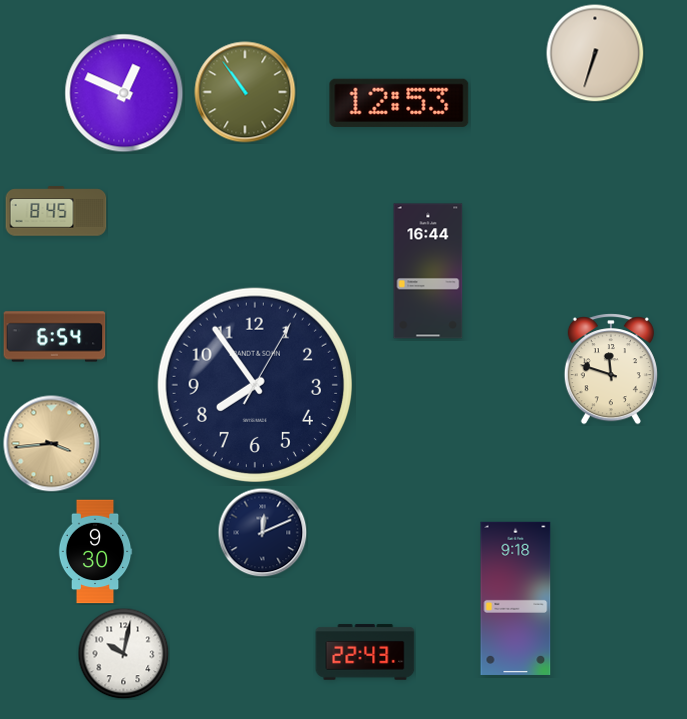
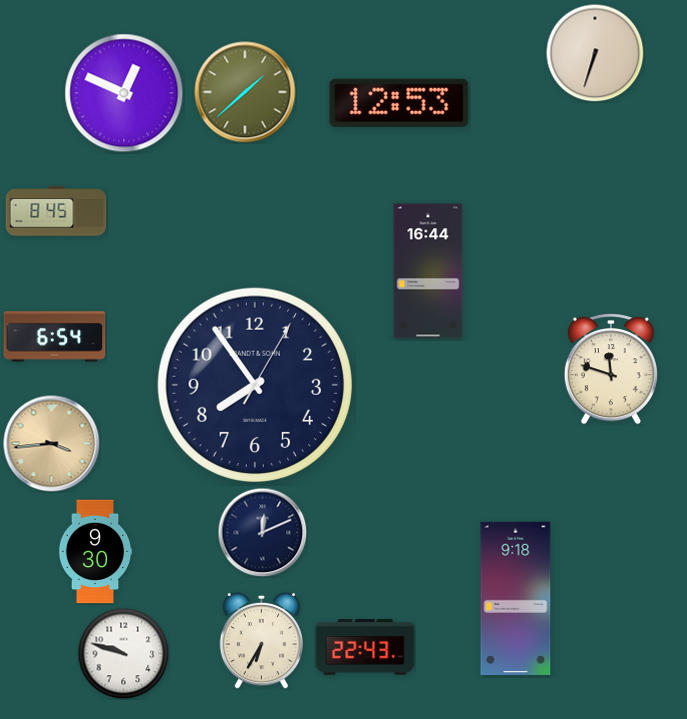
clock at (245, 92): 10:54 -> 1:38
clock at (261, 640): none -> 6:35
clock at (365, 652) position: (365, 652) -> (365, 647)
clock at (123, 653): 10:02 -> 9:48
